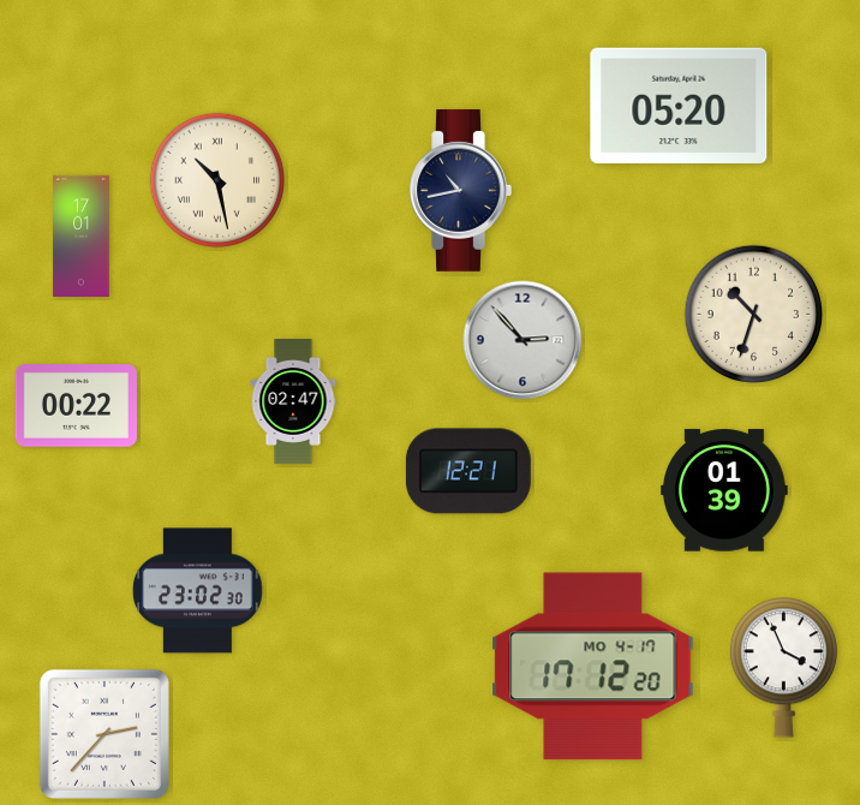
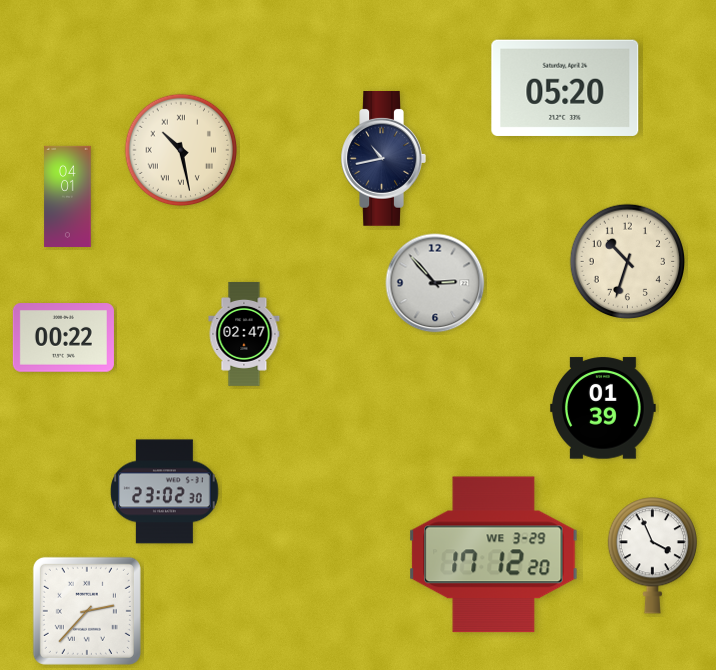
clock at (82, 235): 17:01 -> 04:01
clock at (468, 471): 12:21 -> none
clock at (593, 667) date: MO 4-17 -> WE 3-29
